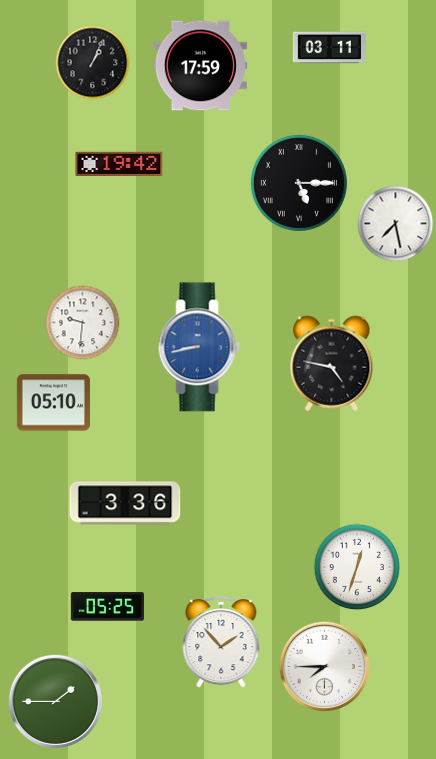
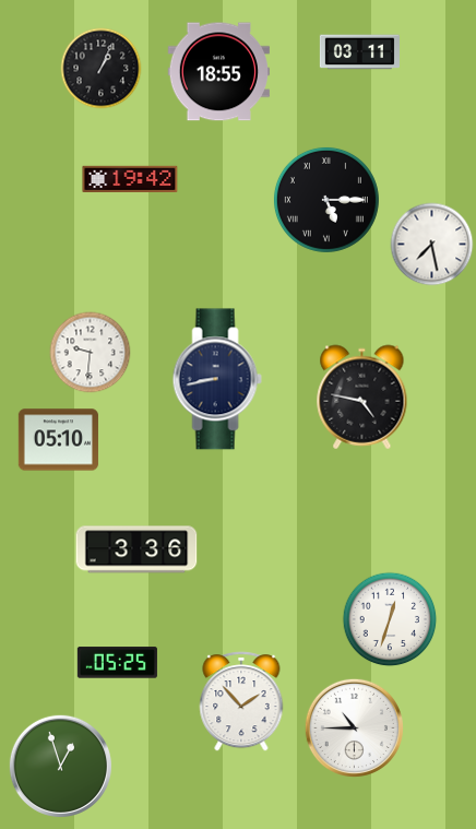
clock at (200, 66): 17:59 -> 18:55
clock at (199, 347) dial: blue -> navy
clock at (324, 666): 7:45 -> 10:45
clock at (55, 701): 1:45 -> 12:57
